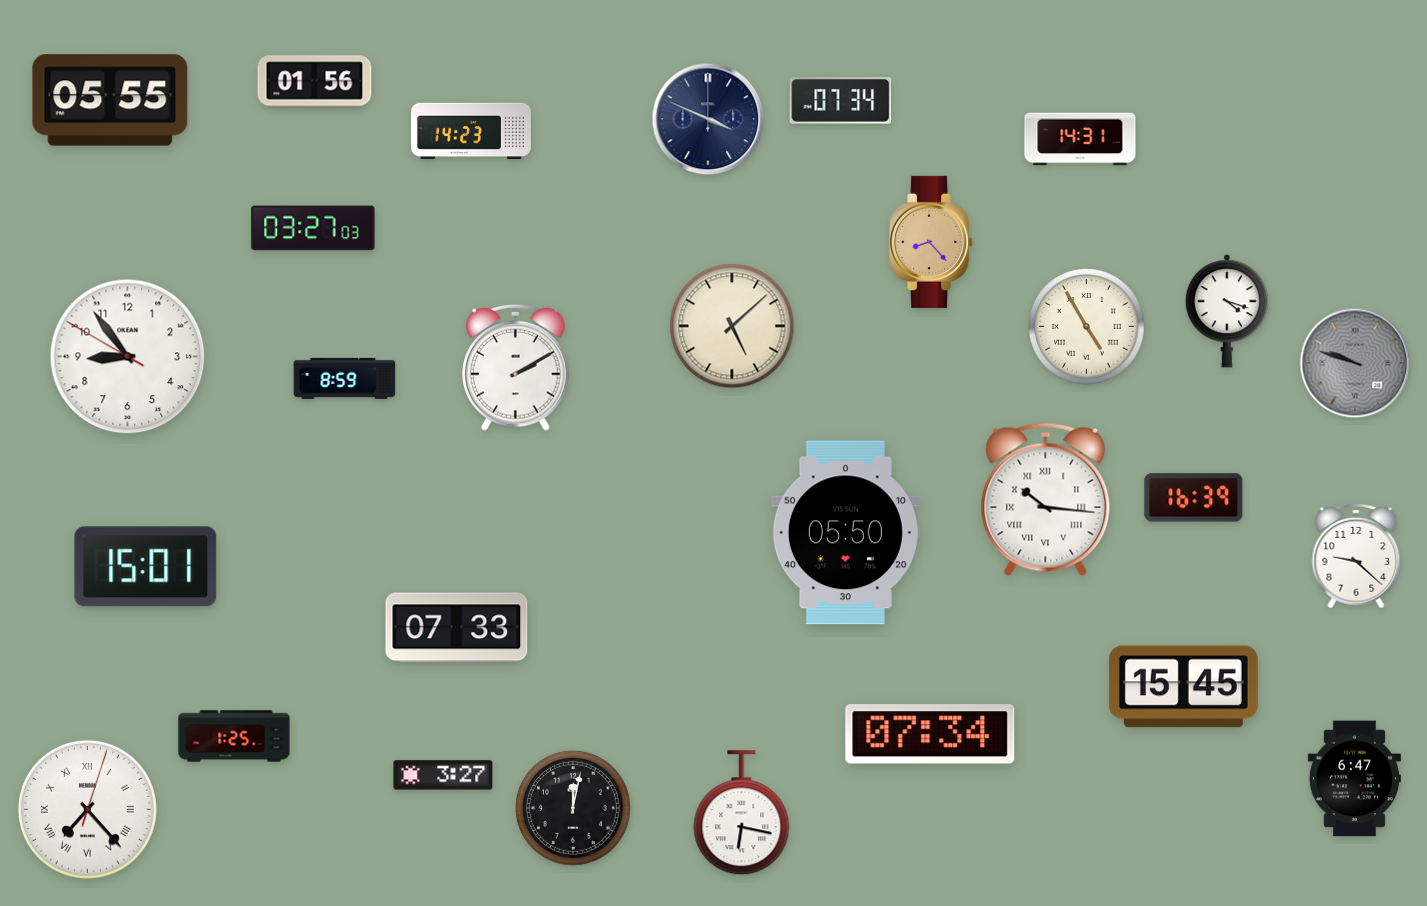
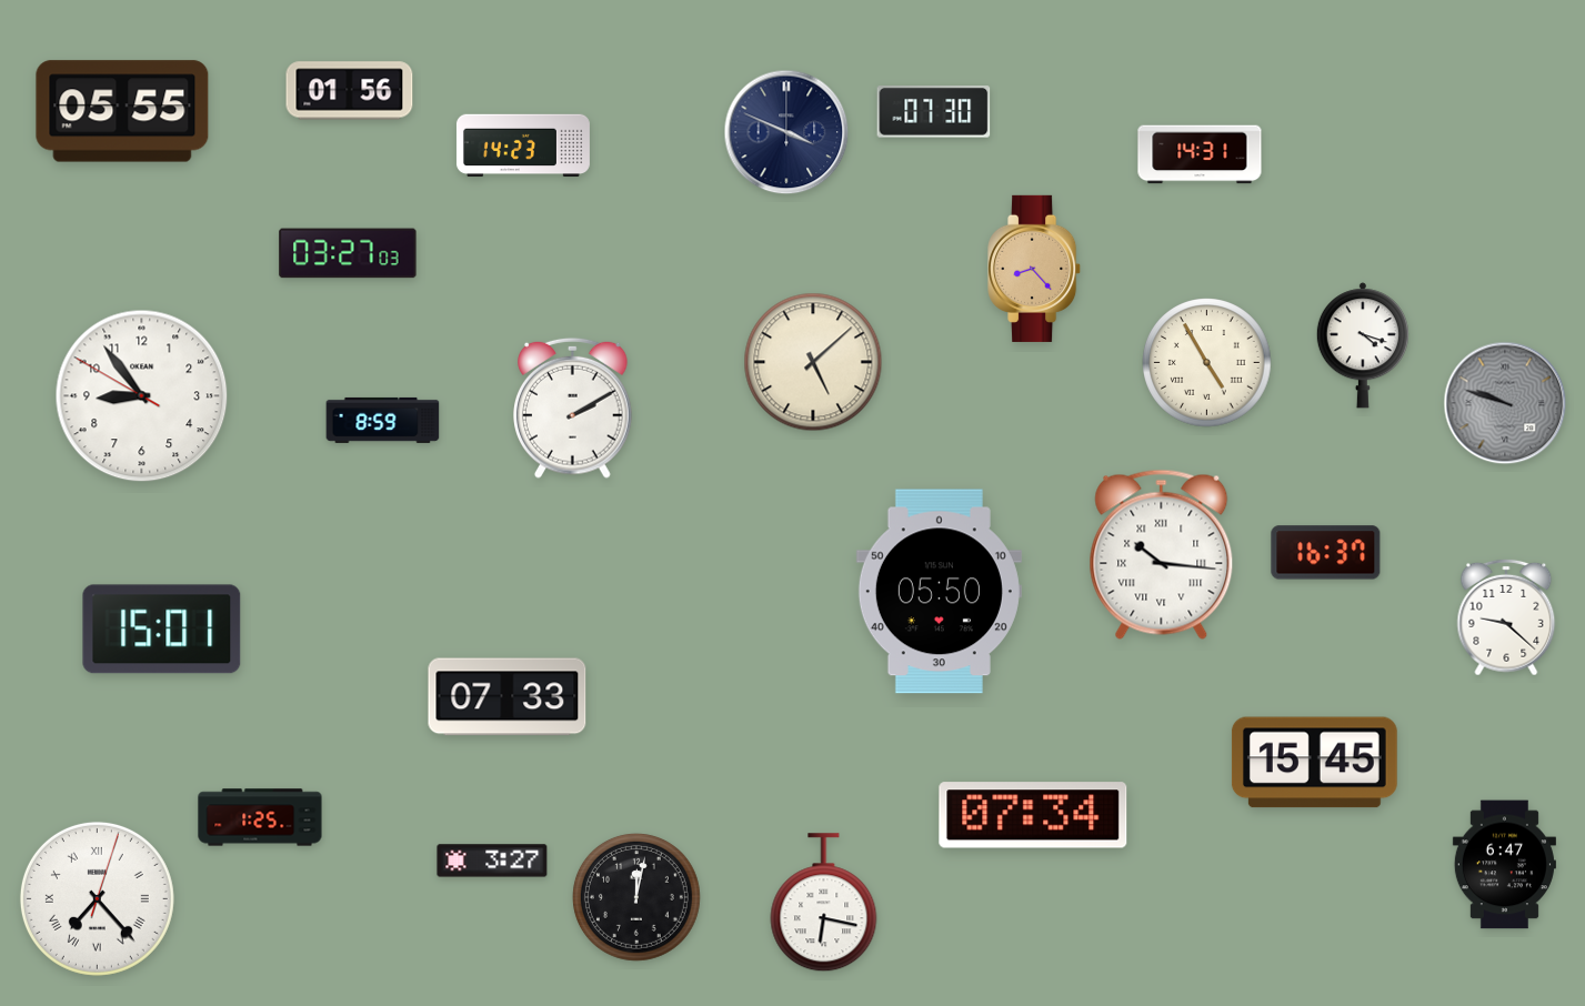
clock at (841, 101): 07:34 -> 07:30
clock at (1194, 498): 16:39 -> 16:37
